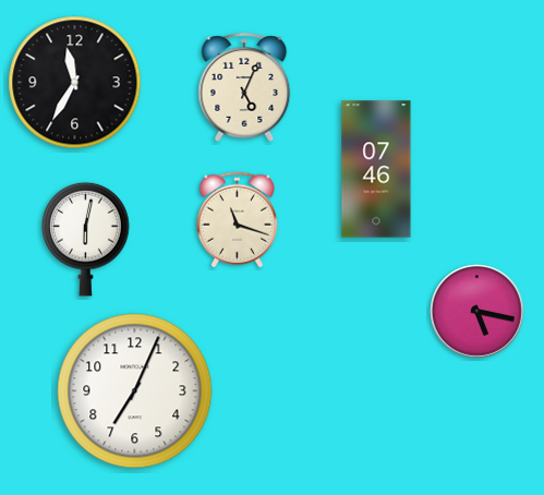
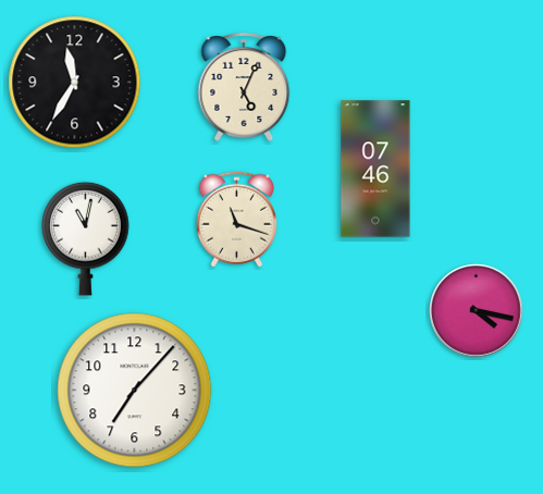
clock at (86, 239): 6:02 -> 11:02
clock at (477, 312): 5:17 -> 4:17
clock at (135, 391): 7:04 -> 7:07
